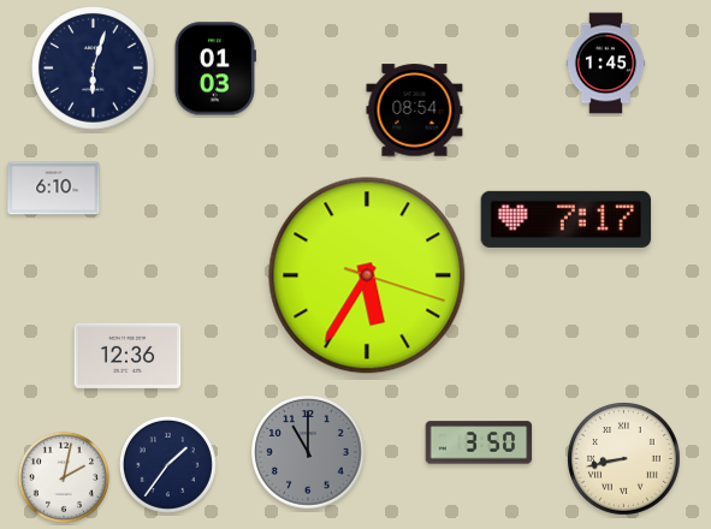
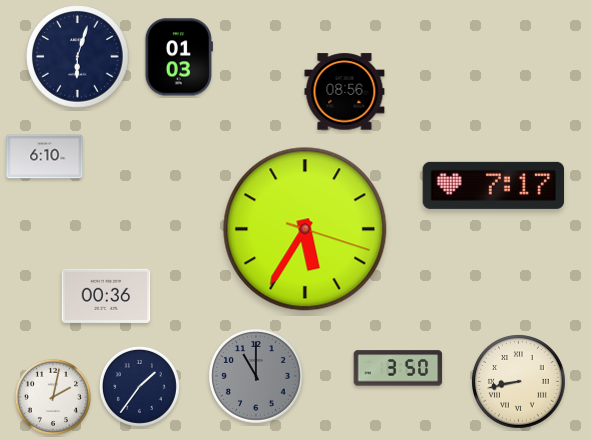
clock at (606, 64): 1:45 -> none
clock at (415, 111): 08:54 -> 08:56
clock at (567, 219) position: (567, 219) -> (494, 185)
clock at (128, 356): 12:36 -> 00:36
